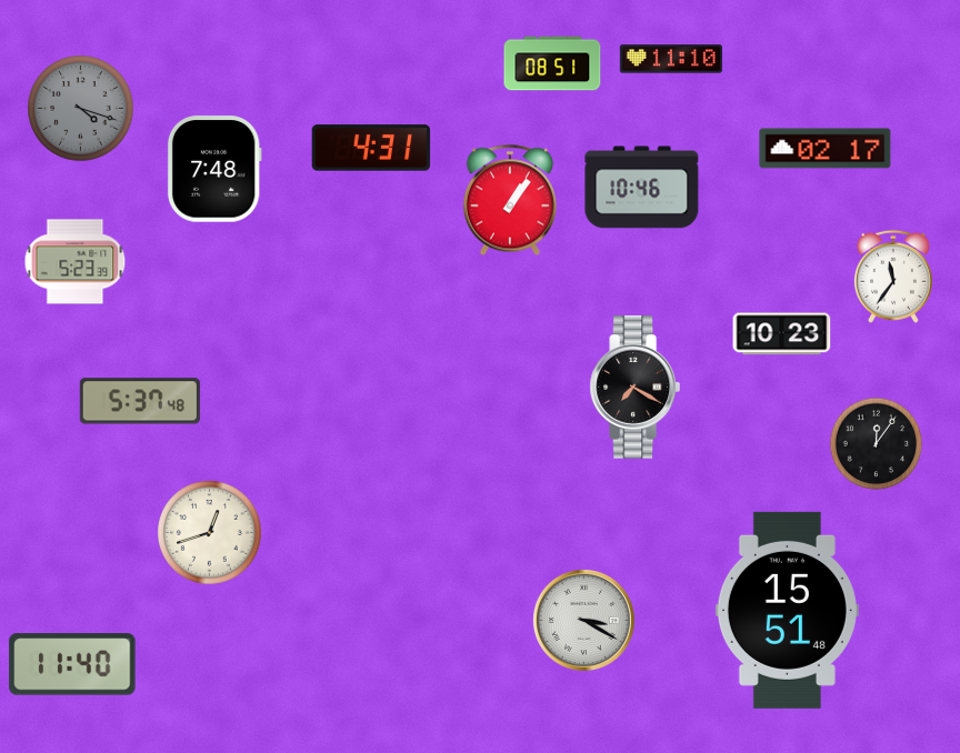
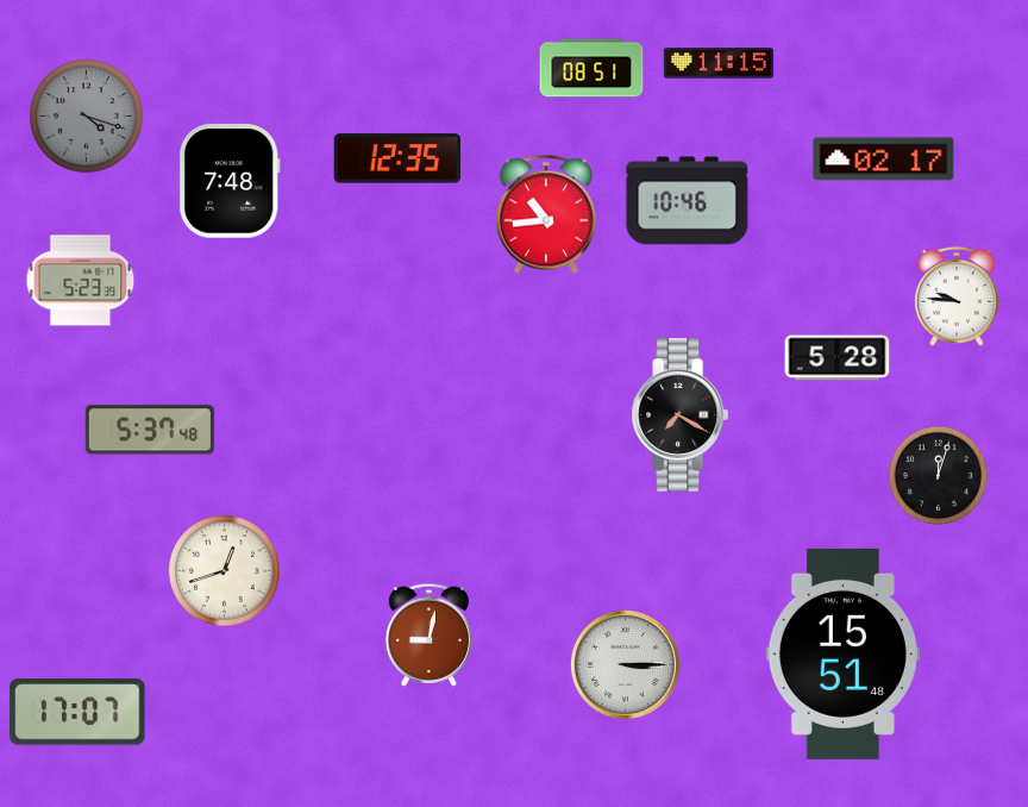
clock at (671, 59): 11:10 -> 11:15
clock at (371, 148): 4:31 -> 12:35
clock at (509, 200): 1:06 -> 10:44
clock at (893, 277): 11:36 -> 9:46
clock at (782, 334): 10:23 -> 5:28
clock at (877, 444): 12:06 -> 12:03
clock at (428, 634): none -> 9:02
clock at (583, 620): 3:20 -> 3:15
clock at (72, 664): 11:40 -> 17:07
